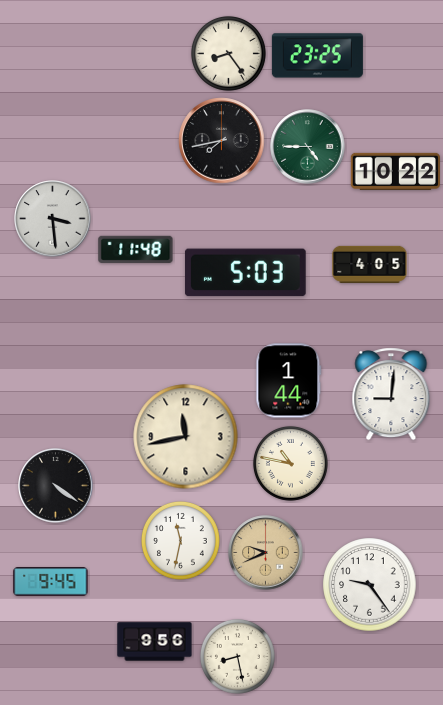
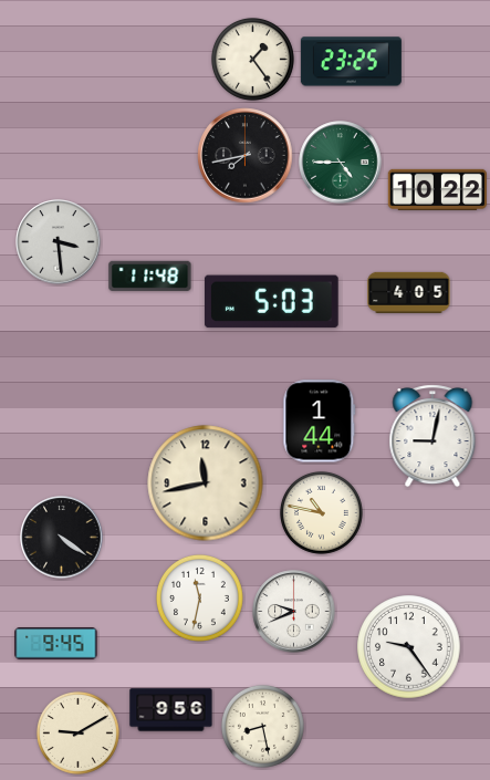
clock at (228, 53): 8:24 -> 1:24
clock at (391, 394): 9:01 -> 9:02
clock at (266, 553) dial: champagne -> white
clock at (77, 732): none -> 9:10
